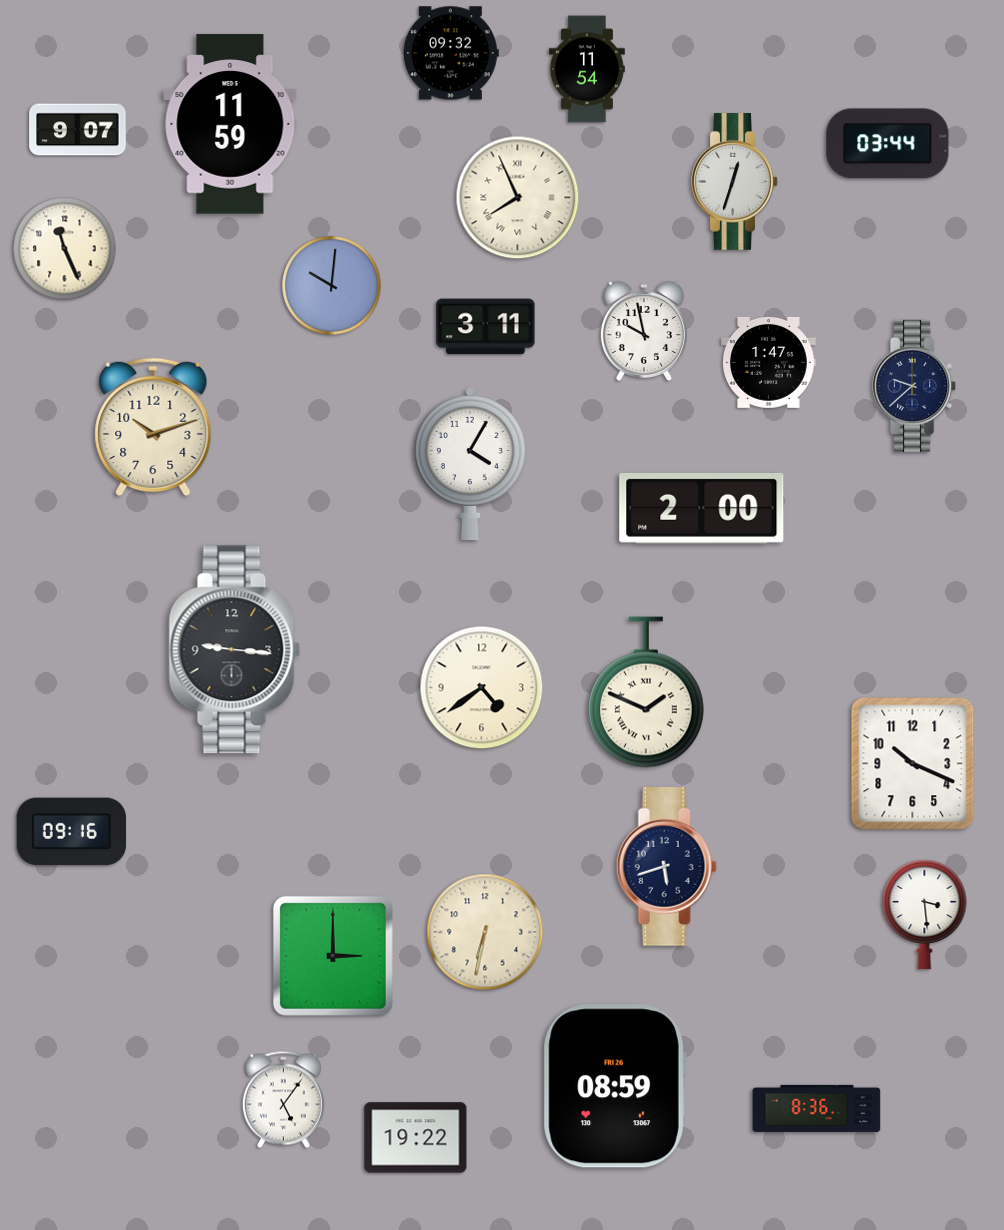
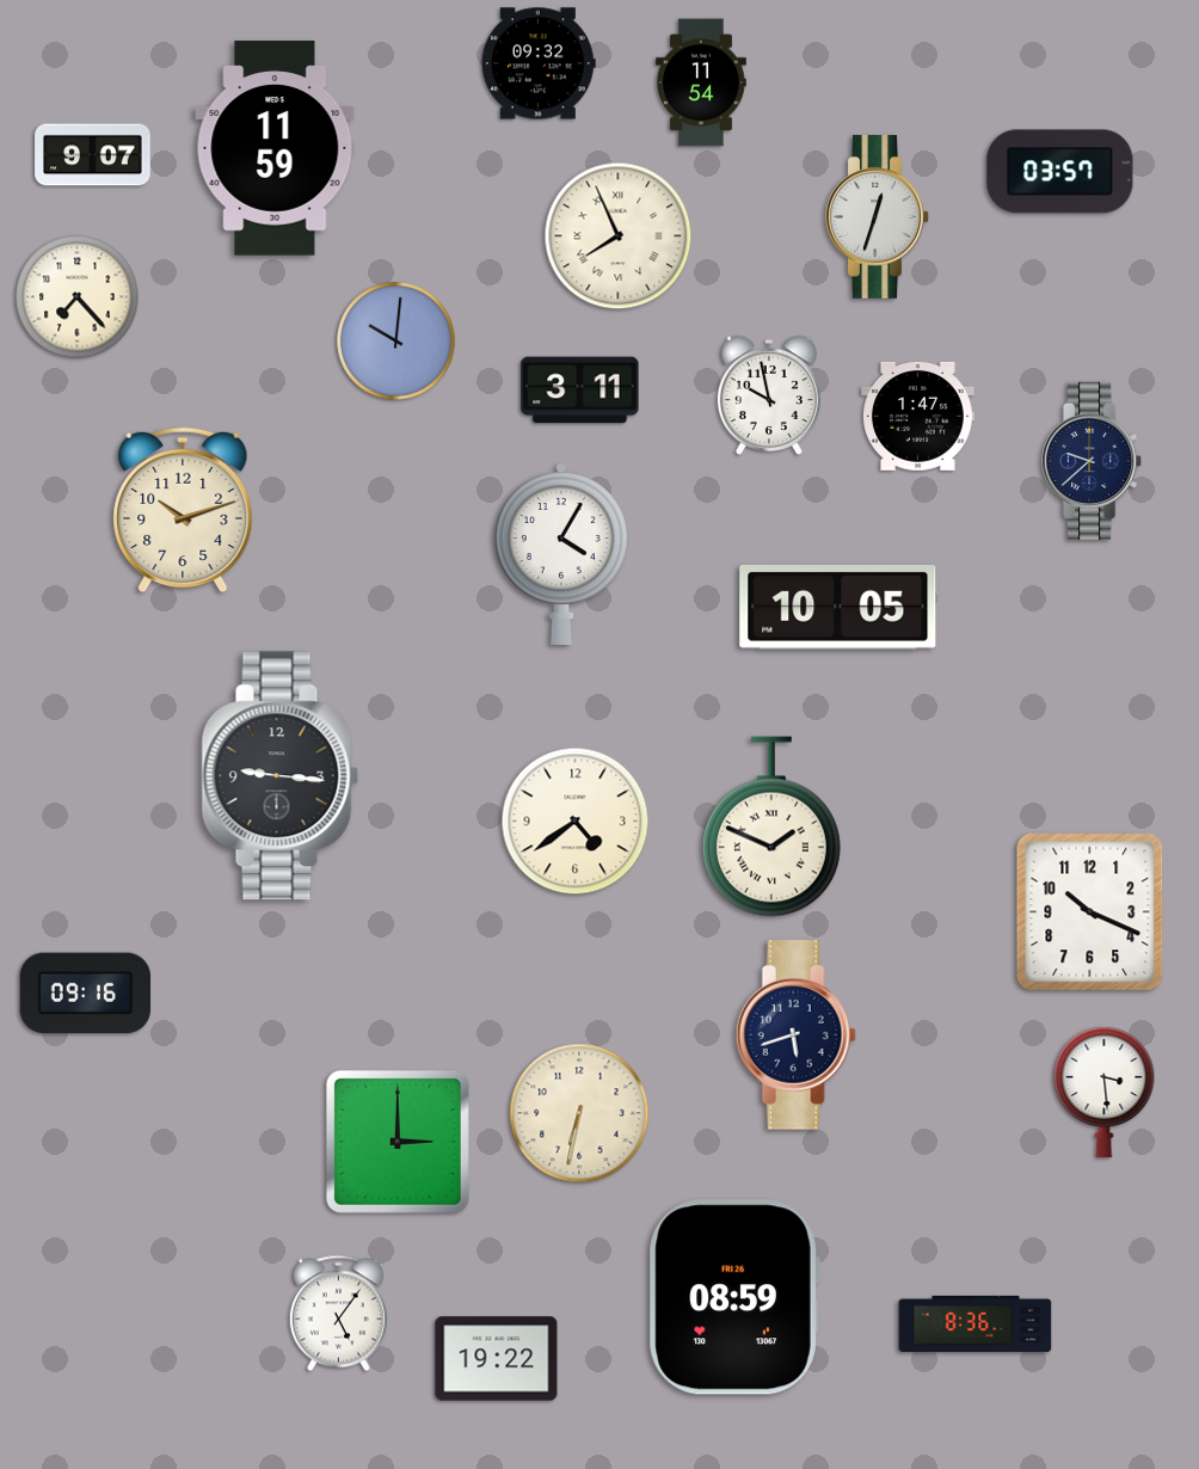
clock at (888, 144): 03:44 -> 03:57
clock at (65, 249): 11:26 -> 7:23
clock at (768, 362) position: (768, 362) -> (917, 416)
clock at (702, 509): 2:00 -> 10:05
